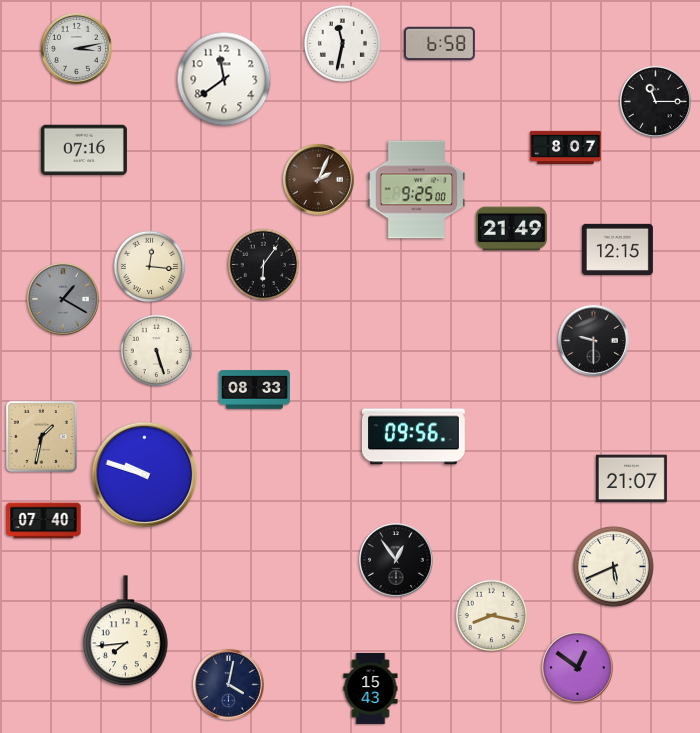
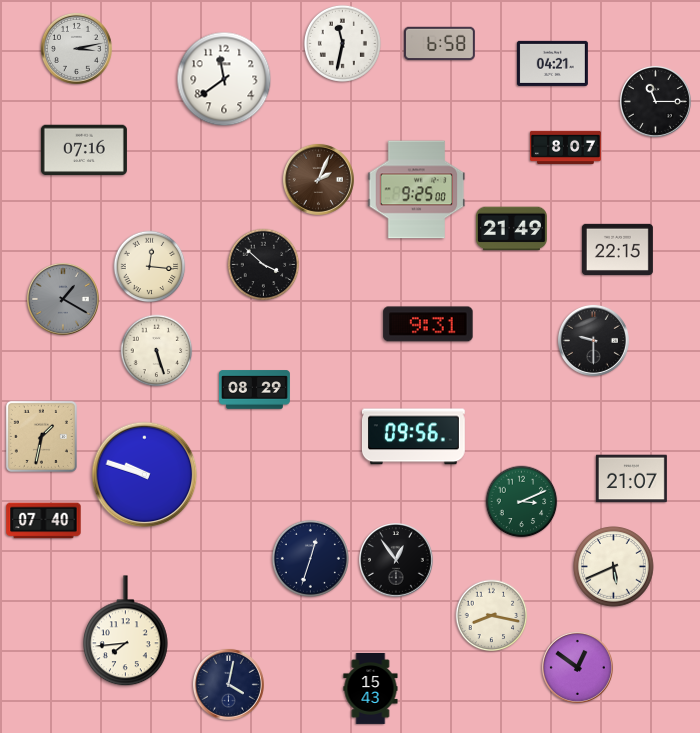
clock at (552, 63): none -> 04:21
clock at (617, 249): 12:15 -> 22:15
clock at (264, 265): 6:06 -> 3:52
clock at (428, 324): none -> 9:31
clock at (254, 390): 08:33 -> 08:29
clock at (522, 502): none -> 3:11
clock at (310, 558): none -> 12:33
